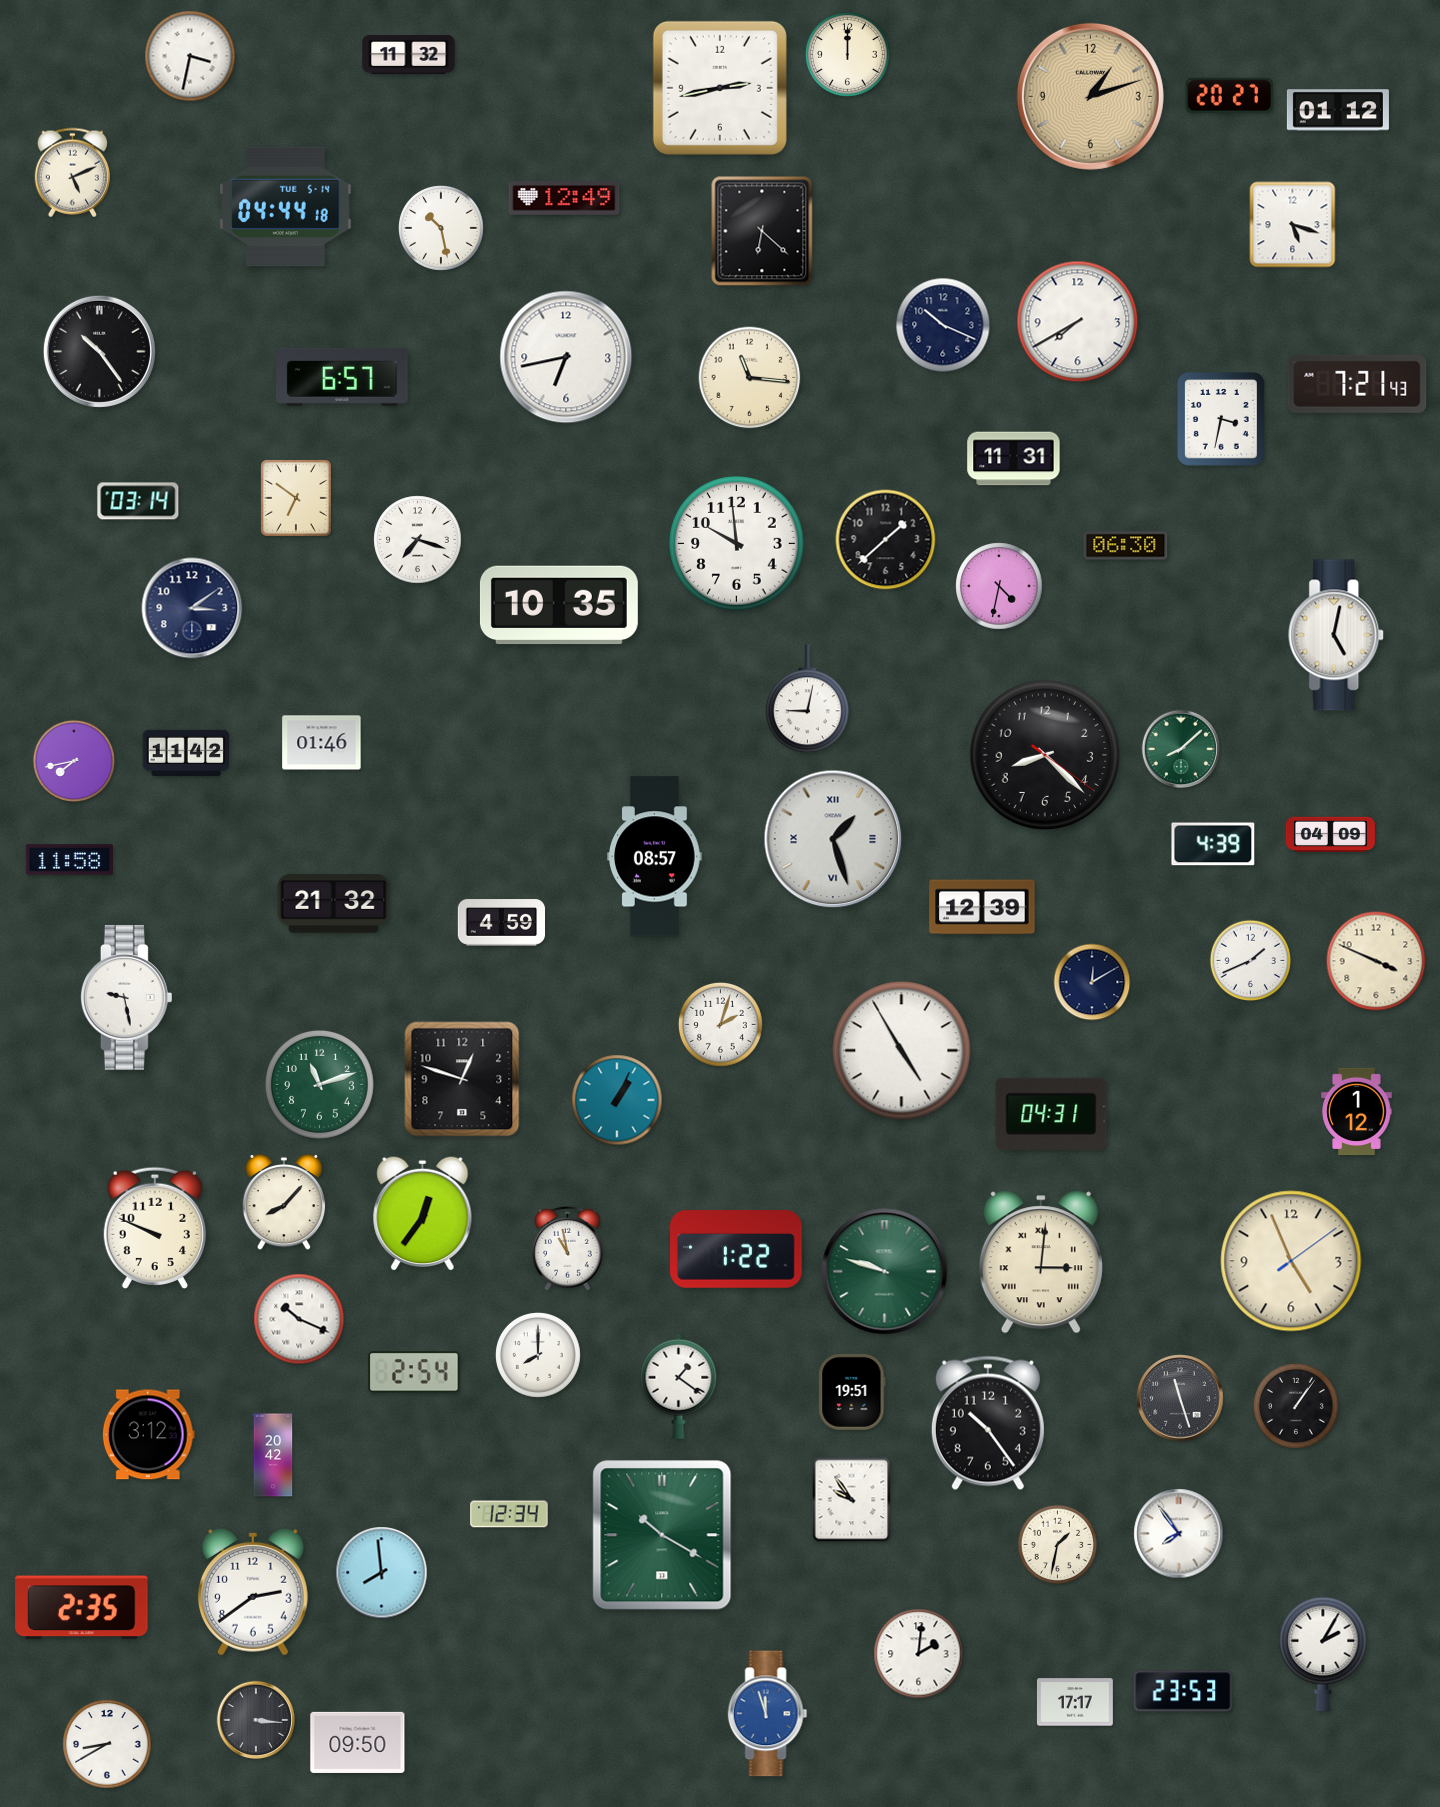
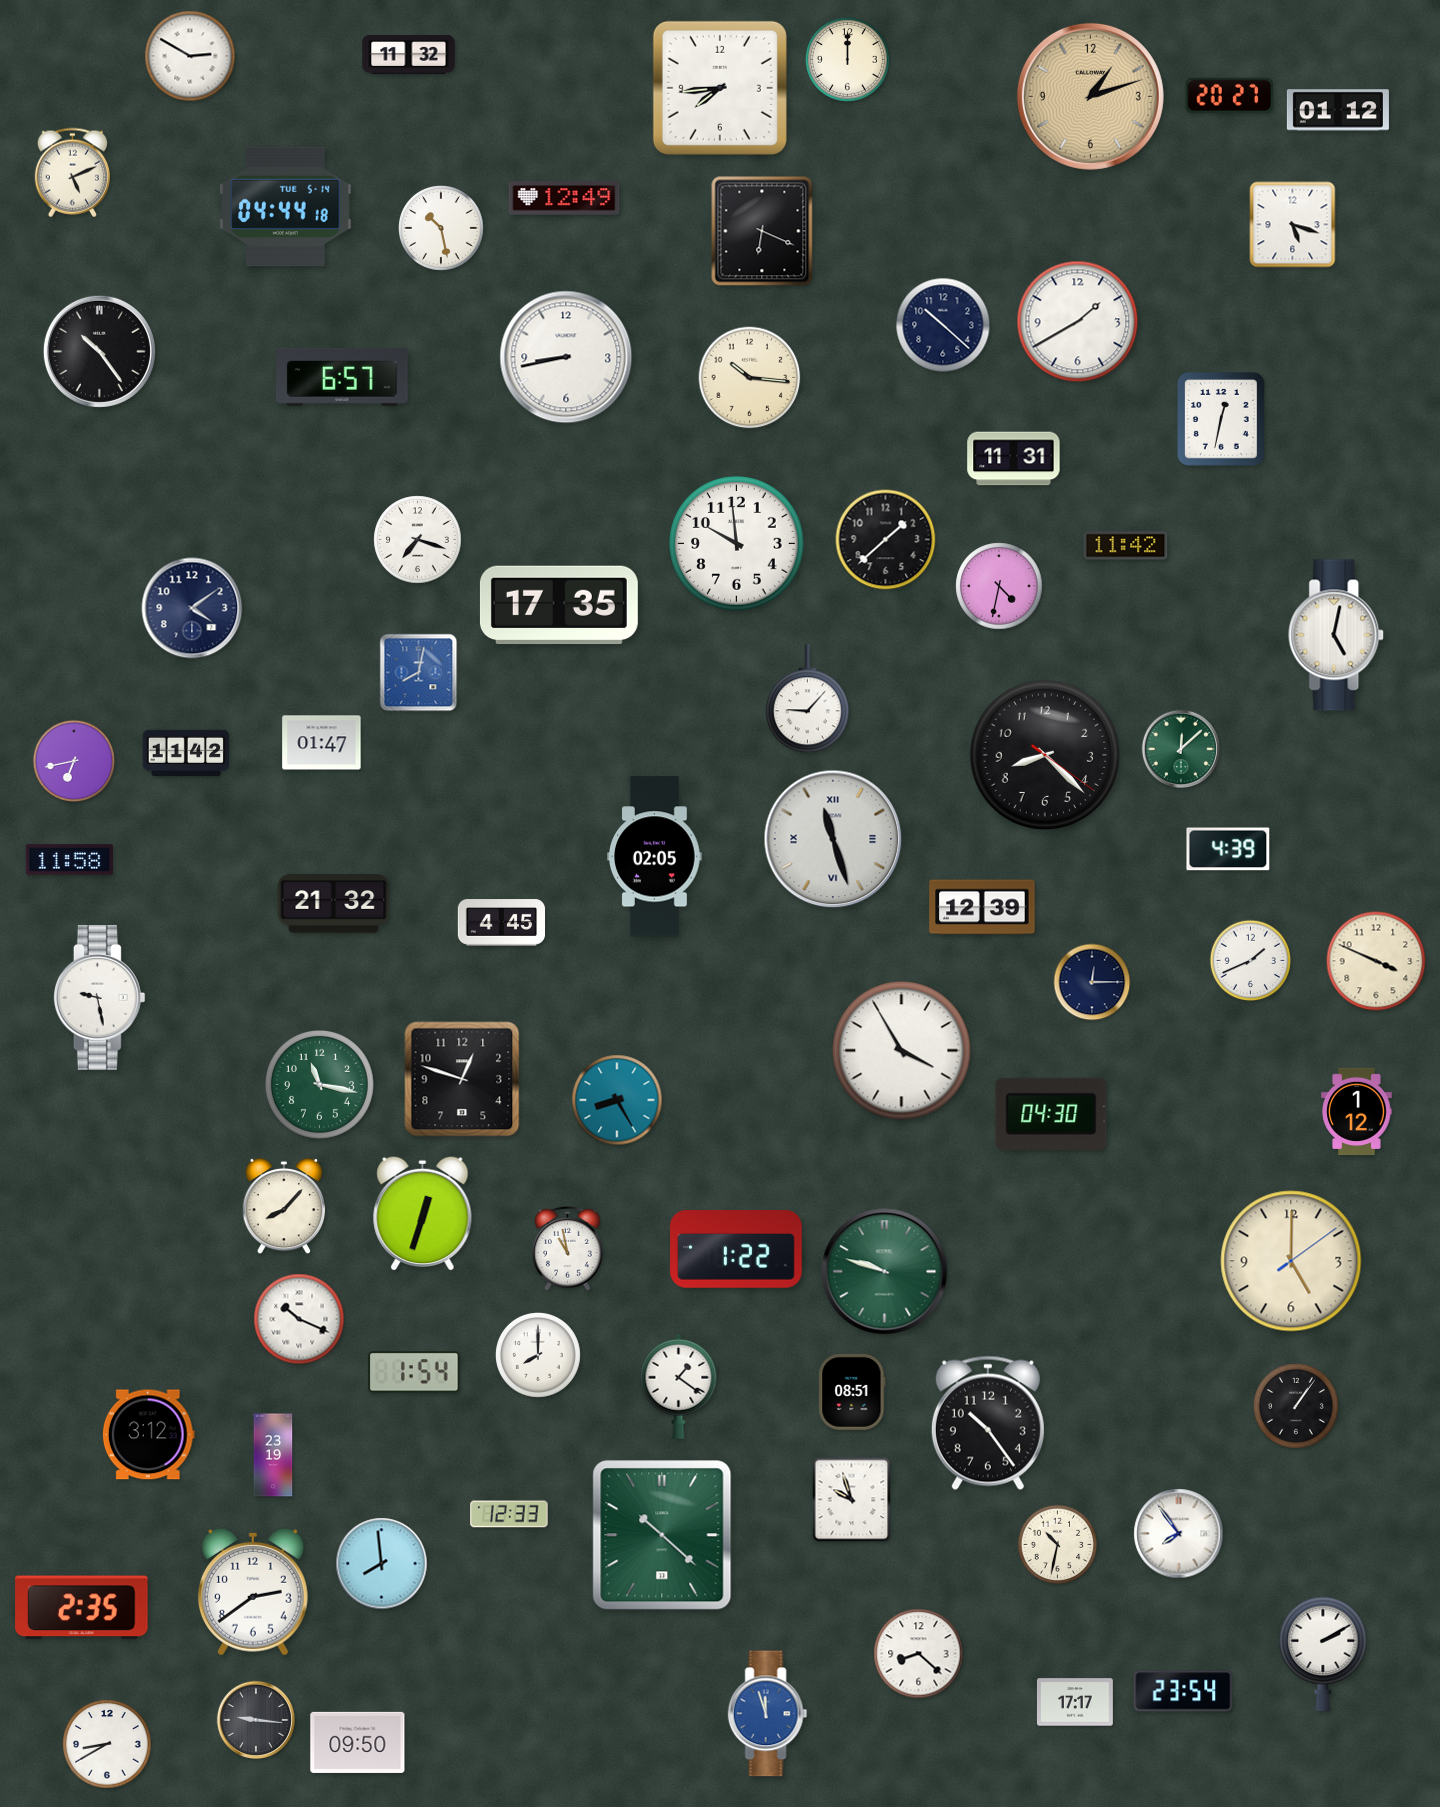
clock at (847, 54) position: (847, 54) -> (847, 59)
clock at (190, 56): 3:32 -> 2:50
clock at (720, 88): 2:43 -> 7:44
clock at (762, 231): 6:22 -> 6:19
clock at (1078, 322): 7:40 -> 1:40
clock at (943, 325): 10:19 -> 10:22
clock at (566, 357): 6:43 -> 8:43
clock at (750, 378): 11:16 -> 10:16
clock at (1357, 384): 7:21 -> none
clock at (1222, 420): 3:32 -> 12:32
clock at (296, 498): 6:51 -> none
clock at (138, 501): 03:14 -> none
clock at (1126, 546): 06:30 -> 11:42
clock at (559, 605): 10:35 -> 17:35
clock at (192, 608): 3:09 -> 4:09
clock at (419, 673): none -> 8:02
clock at (807, 699): 9:02 -> 9:07
clock at (322, 743): 01:46 -> 01:47
clock at (1180, 748): 8:08 -> 12:08
clock at (73, 760): 7:43 -> 6:43
clock at (1330, 835): 04:09 -> none
clock at (833, 839): 1:27 -> 11:27
clock at (1213, 844) position: (1213, 844) -> (1228, 849)
clock at (655, 857): 08:57 -> 02:05
clock at (502, 923): 4:59 -> 4:45
clock at (1092, 982): 12:10 -> 12:15
clock at (126, 997) position: (126, 997) -> (99, 997)
clock at (720, 1024): 2:03 -> none
clock at (902, 1051): 4:55 -> 3:55
clock at (319, 1084): 11:12 -> 11:17
clock at (617, 1100): 1:04 -> 8:25
clock at (1051, 1114): 04:31 -> 04:30
clock at (284, 1202) position: (284, 1202) -> (284, 1206)
clock at (423, 1213): 12:36 -> 12:33
clock at (155, 1227): 9:49 -> none
clock at (1291, 1261): 4:56 -> 5:00
clock at (1041, 1262): 3:01 -> none
clock at (414, 1372): 2:54 -> 1:54
clock at (852, 1392): 19:51 -> 08:51
clock at (1180, 1398): 11:27 -> none
clock at (273, 1455): 20:42 -> 23:19
clock at (852, 1500): 9:54 -> 9:57
clock at (509, 1514): 12:34 -> 12:33
clock at (662, 1535): 10:20 -> 10:22
clock at (1058, 1545): 1:32 -> 10:32
clock at (382, 1573) position: (382, 1573) -> (382, 1564)
clock at (1323, 1653): 2:05 -> 2:10
clock at (919, 1654): 2:01 -> 8:22
clock at (1183, 1691): 23:53 -> 23:54
clock at (255, 1719): 3:16 -> 9:16
